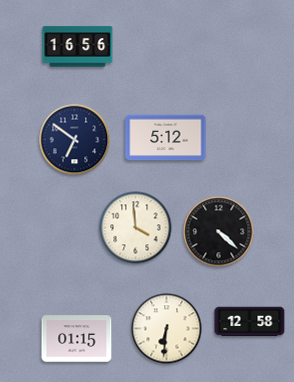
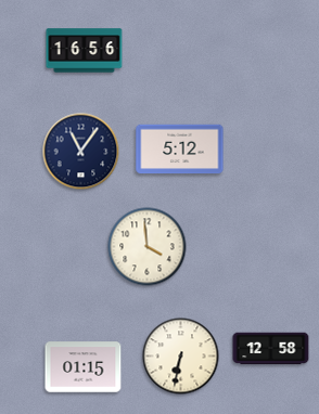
clock at (75, 140): 6:51 -> 11:06
clock at (219, 232): 4:22 -> none
clock at (167, 329): 6:31 -> 6:32
